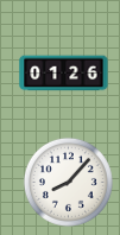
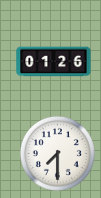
clock at (68, 182): 8:07 -> 7:30
